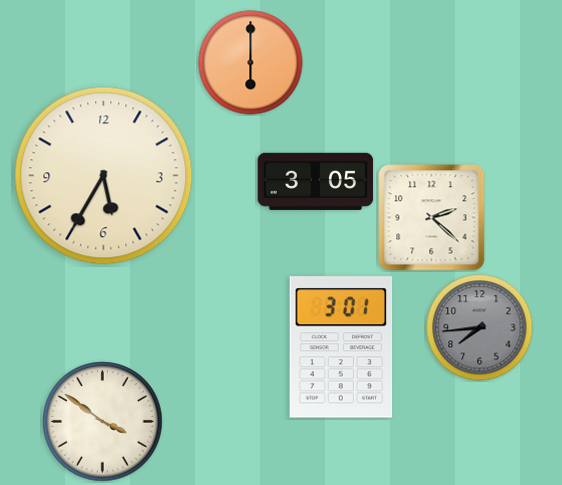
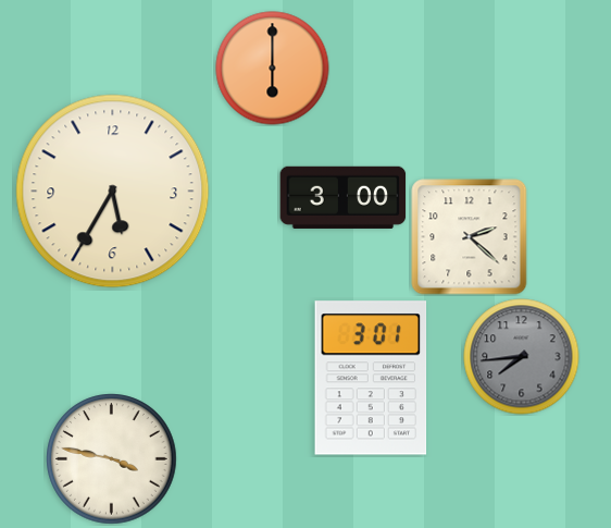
clock at (316, 181): 3:05 -> 3:00
clock at (103, 422): 3:51 -> 3:47
